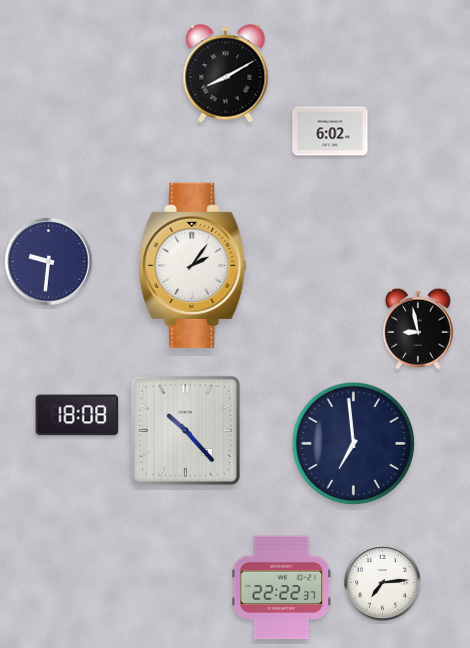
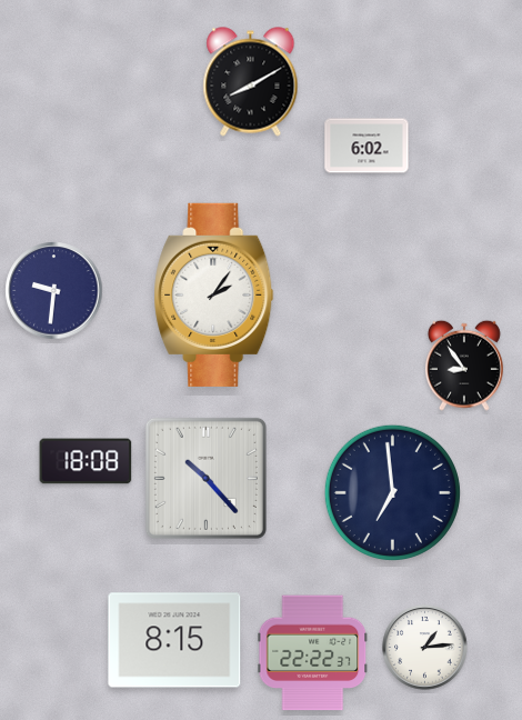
clock at (418, 329): 8:58 -> 8:54
clock at (174, 640): none -> 8:15
clock at (383, 583): 7:14 -> 1:14
